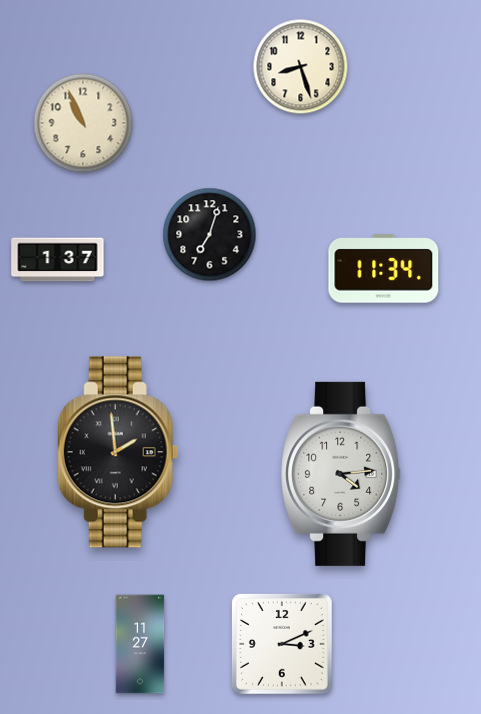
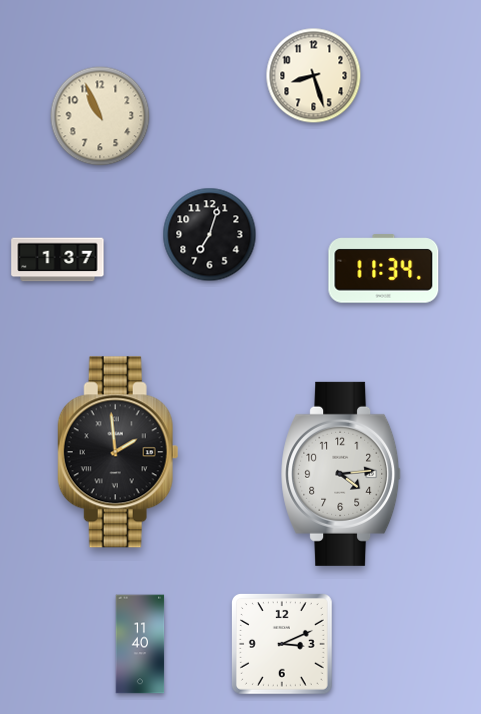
clock at (301, 67) position: (301, 67) -> (314, 76)
clock at (83, 123) position: (83, 123) -> (100, 116)
clock at (140, 644): 11:27 -> 11:40
